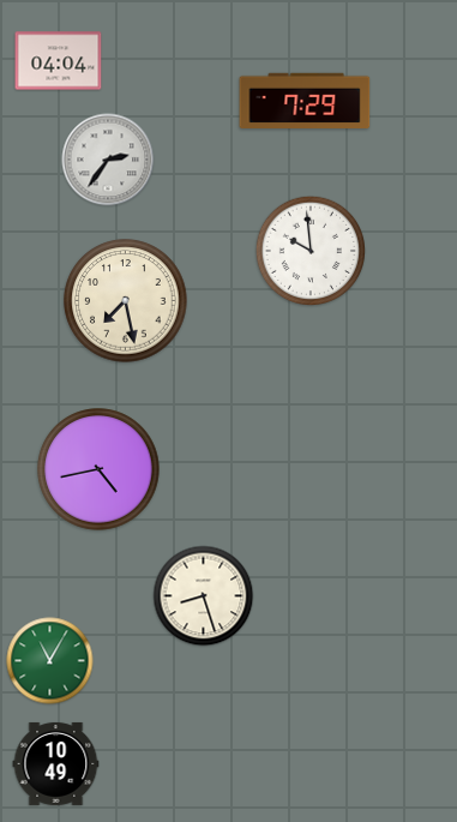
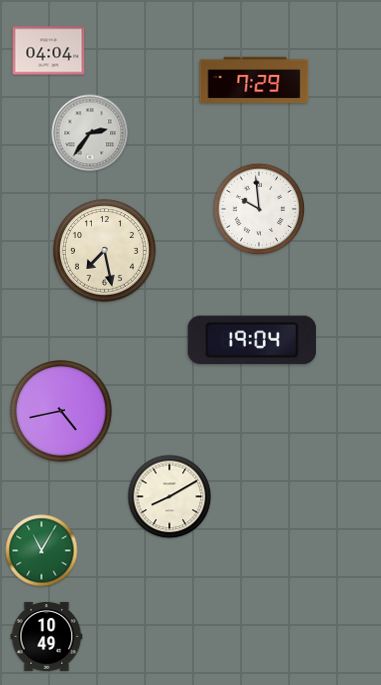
clock at (305, 100) position: (305, 100) -> (254, 79)
clock at (252, 340): none -> 19:04
clock at (98, 469) position: (98, 469) -> (61, 411)
clock at (204, 596): 8:27 -> 8:10
